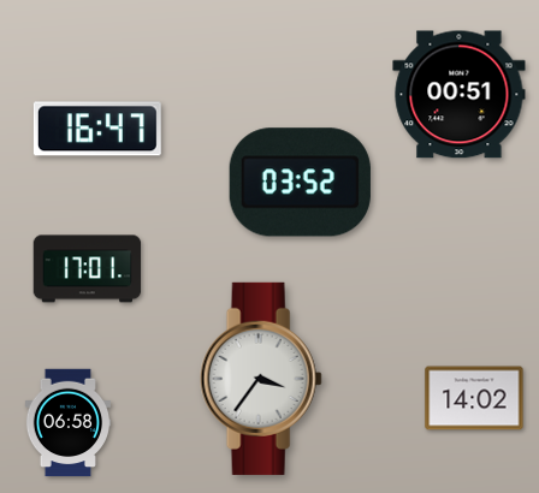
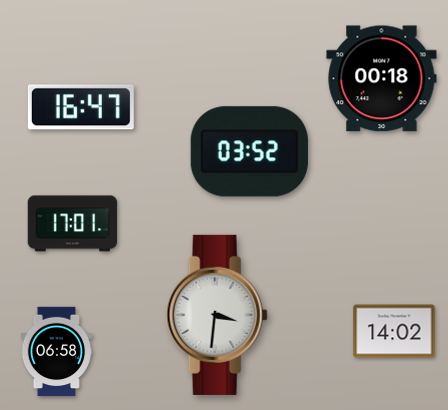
clock at (460, 95): 00:51 -> 00:18
clock at (261, 379): 3:36 -> 3:31
